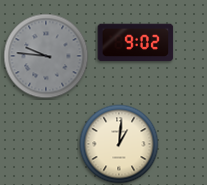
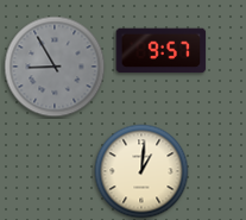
clock at (136, 43): 9:02 -> 9:57
clock at (46, 56): 9:46 -> 8:55
